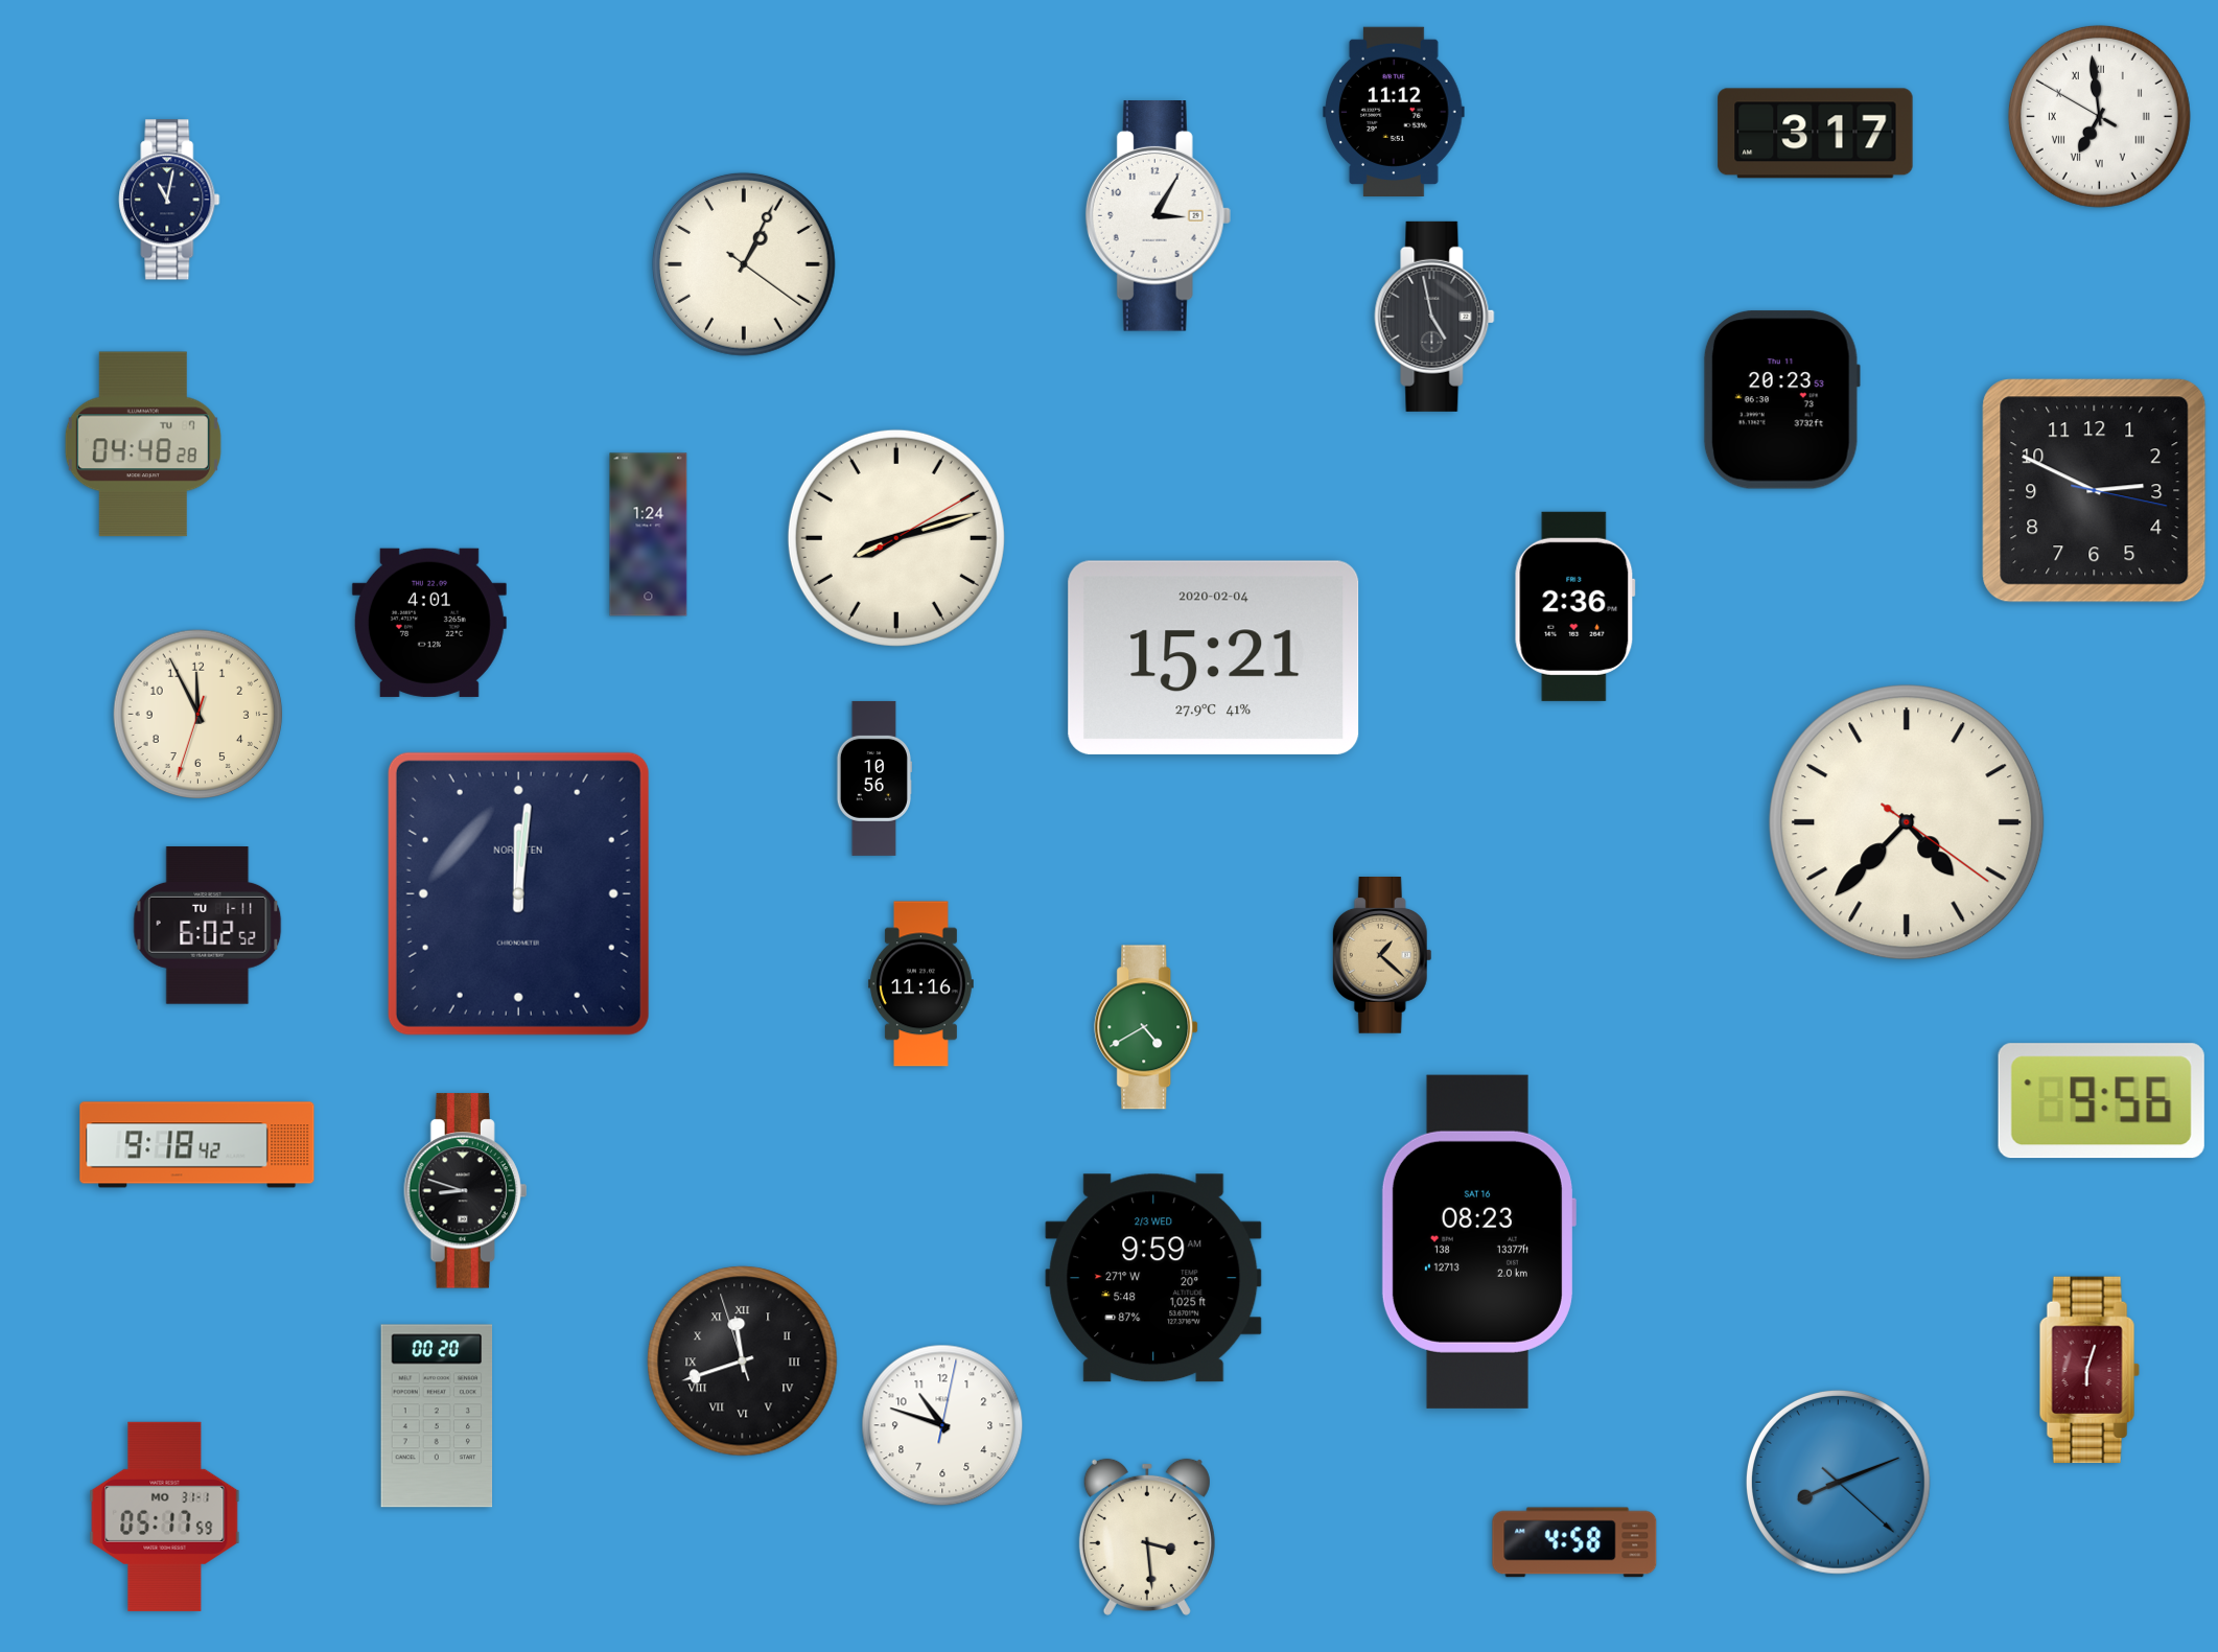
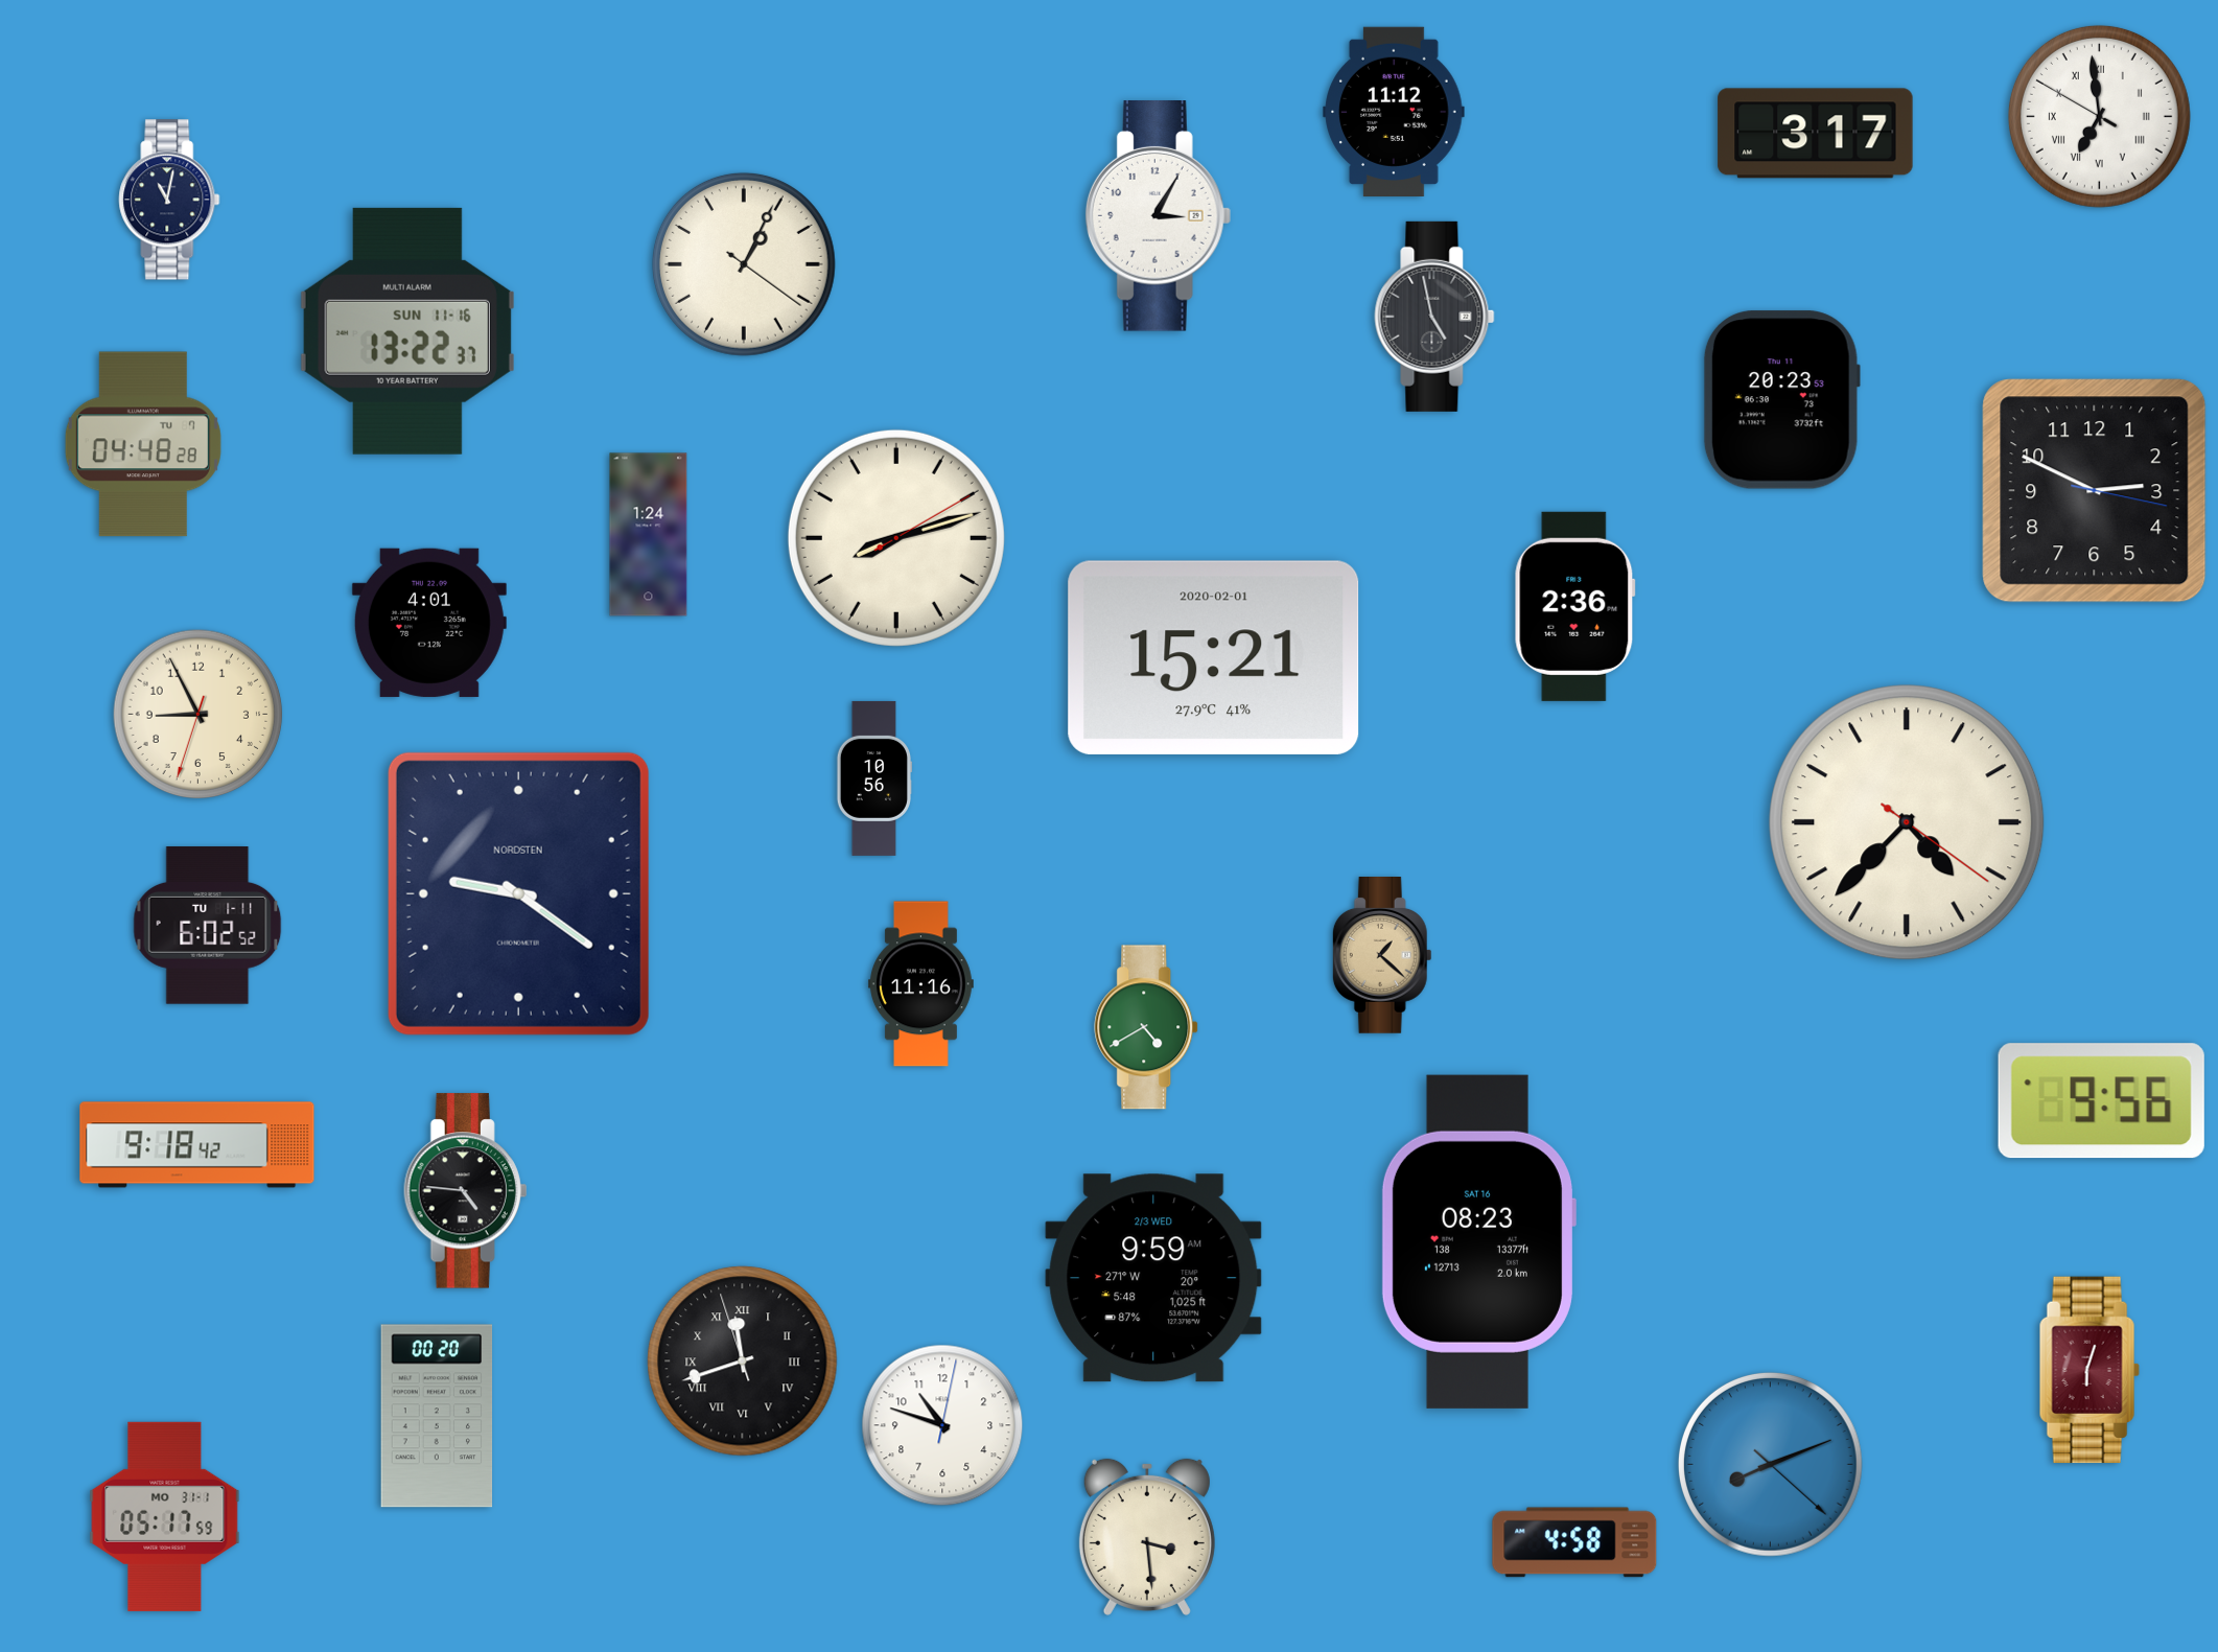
clock at (407, 331): none -> 13:22
clock at (1214, 657) date: 2020-02-04 -> 2020-02-01
clock at (199, 715): 11:55 -> 8:55
clock at (518, 893): 12:01 -> 9:21
clock at (466, 1191): 8:48 -> 4:46
clock at (1838, 1482) position: (1838, 1482) -> (1770, 1464)
